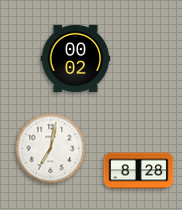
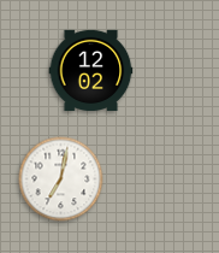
clock at (76, 59): 00:02 -> 12:02
clock at (139, 171): 8:28 -> none
